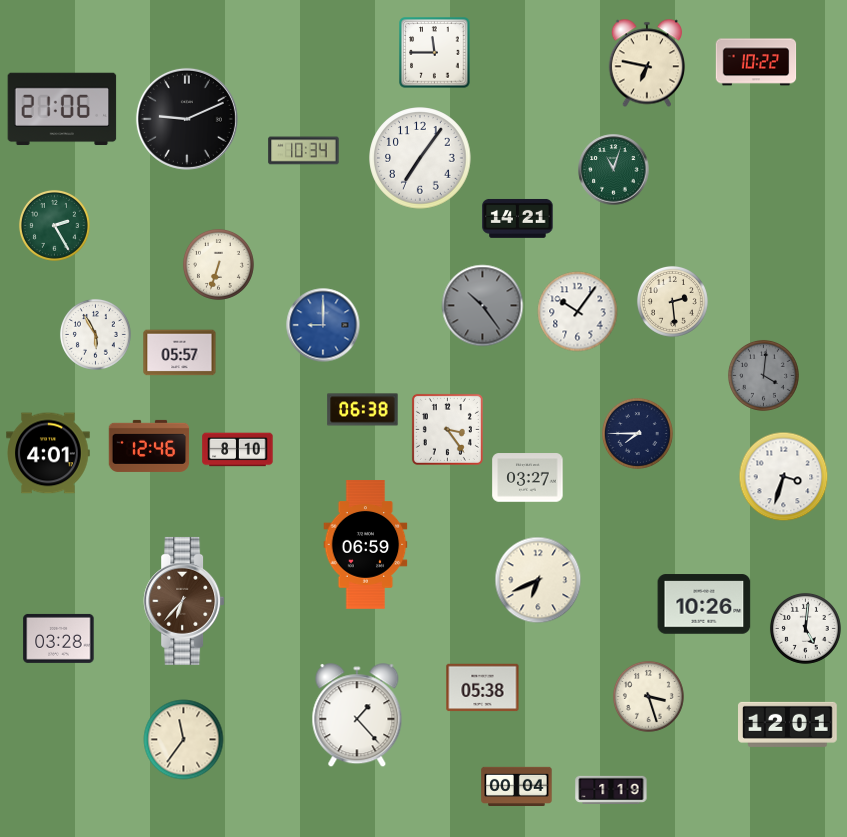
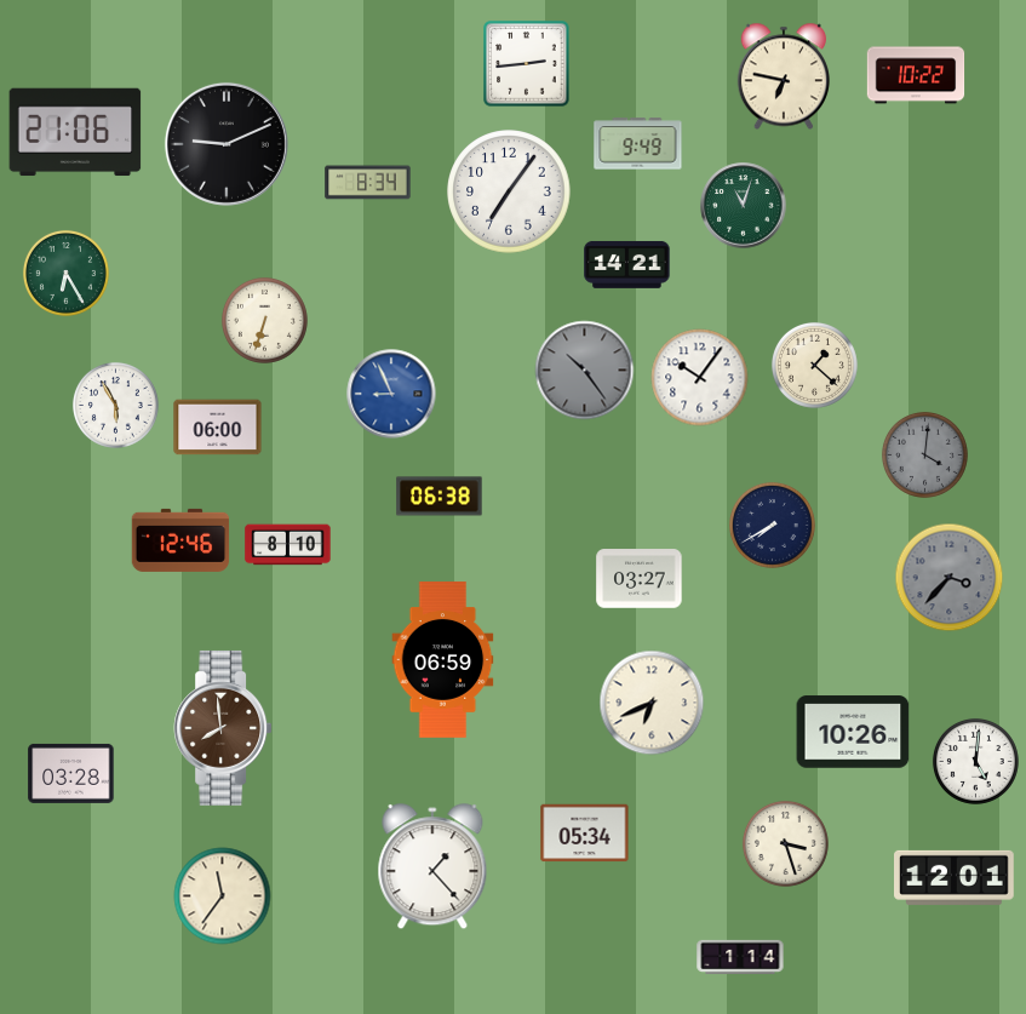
clock at (435, 53): 11:45 -> 2:44
clock at (638, 144): none -> 9:49
clock at (304, 151): 10:34 -> 8:34
clock at (54, 225): 2:25 -> 6:25
clock at (672, 301): 2:29 -> 1:22
clock at (323, 325): 9:00 -> 8:56
clock at (180, 353): 05:57 -> 06:00
clock at (447, 429): 3:24 -> none
clock at (637, 433): 7:45 -> 7:40
clock at (48, 453): 4:01 -> none
clock at (784, 477): 3:33 -> 3:37
clock at (784, 477) dial: white -> grey
clock at (184, 601): 6:37 -> 7:59
clock at (483, 688): 05:38 -> 05:34
clock at (517, 786): 00:04 -> none
clock at (611, 789): 1:19 -> 1:14
